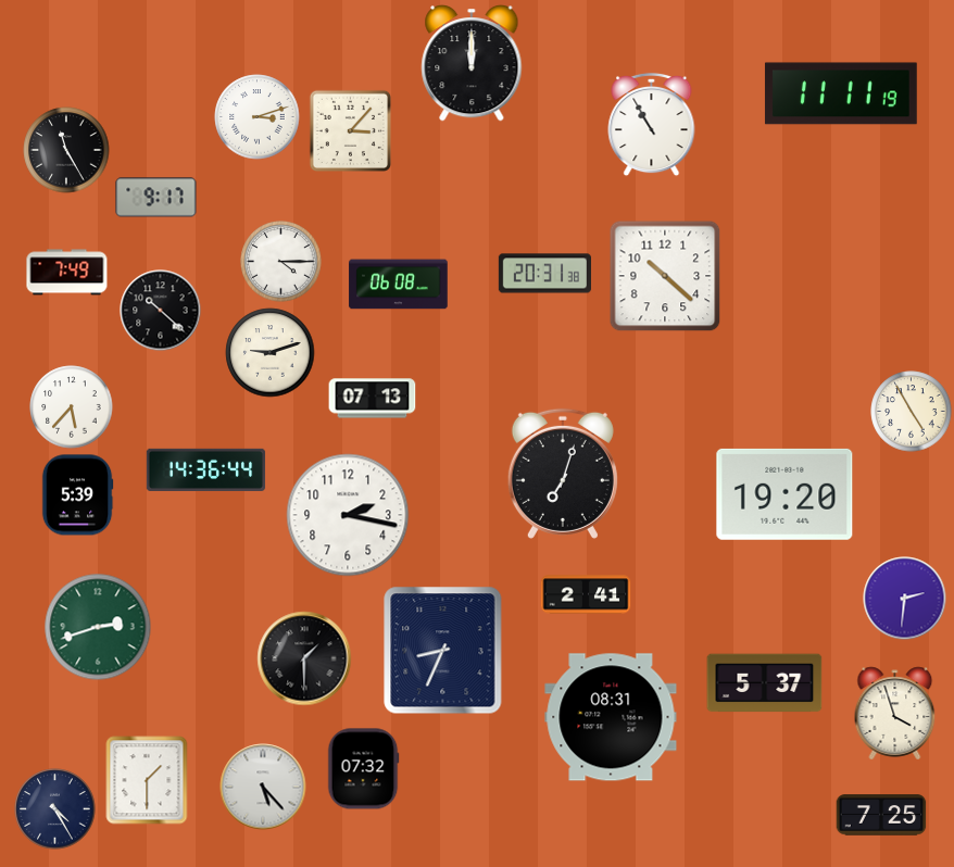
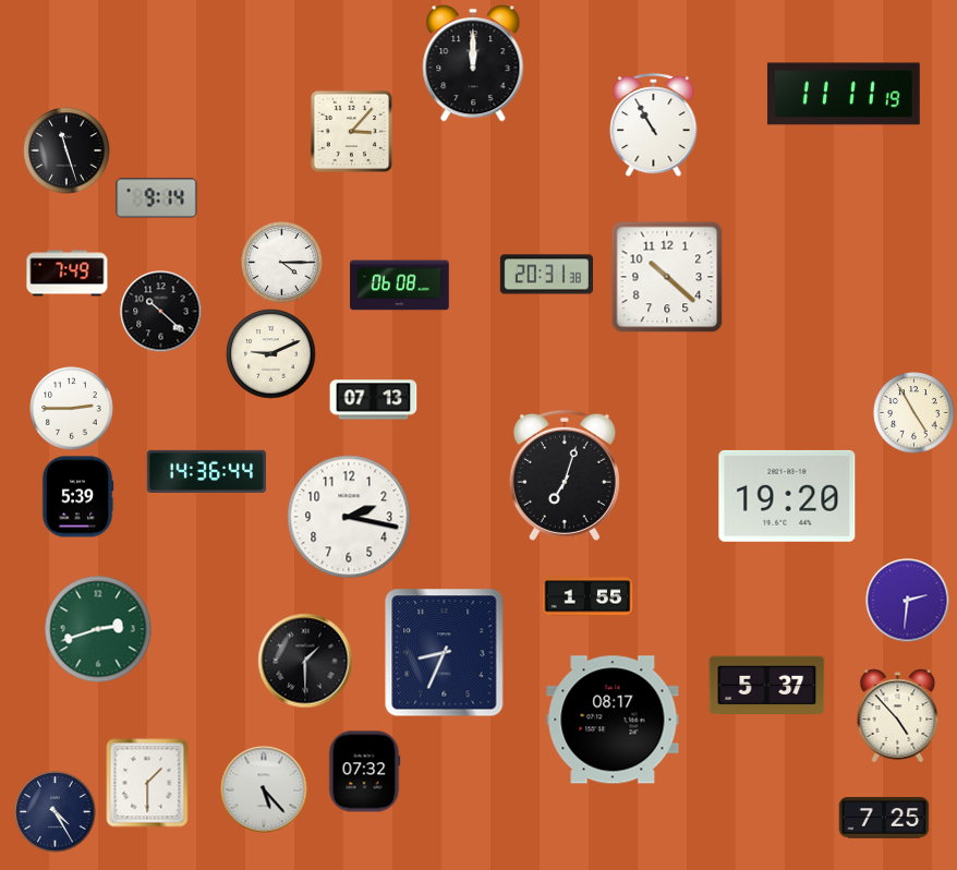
clock at (258, 117): 3:12 -> none
clock at (66, 150): 11:25 -> 11:27
clock at (156, 198): 9:17 -> 9:14
clock at (271, 353): 9:12 -> 9:11
clock at (72, 407): 5:37 -> 2:45
clock at (586, 594): 2:41 -> 1:55
clock at (895, 714): 3:57 -> 4:53
clock at (611, 717): 08:31 -> 08:17
